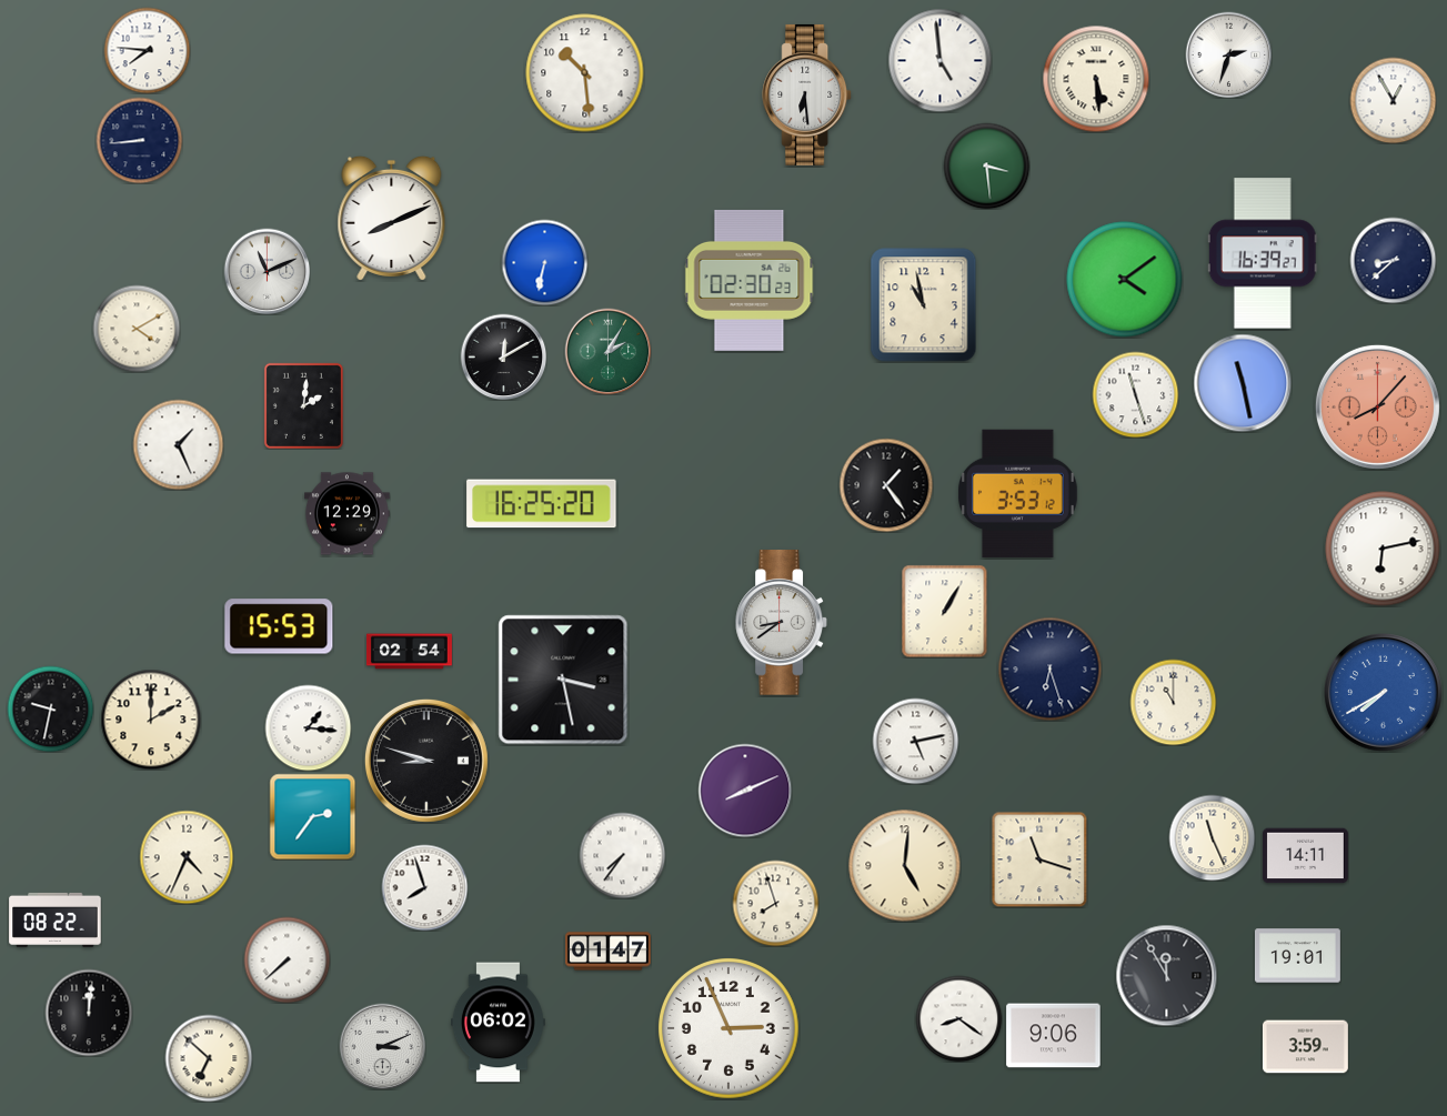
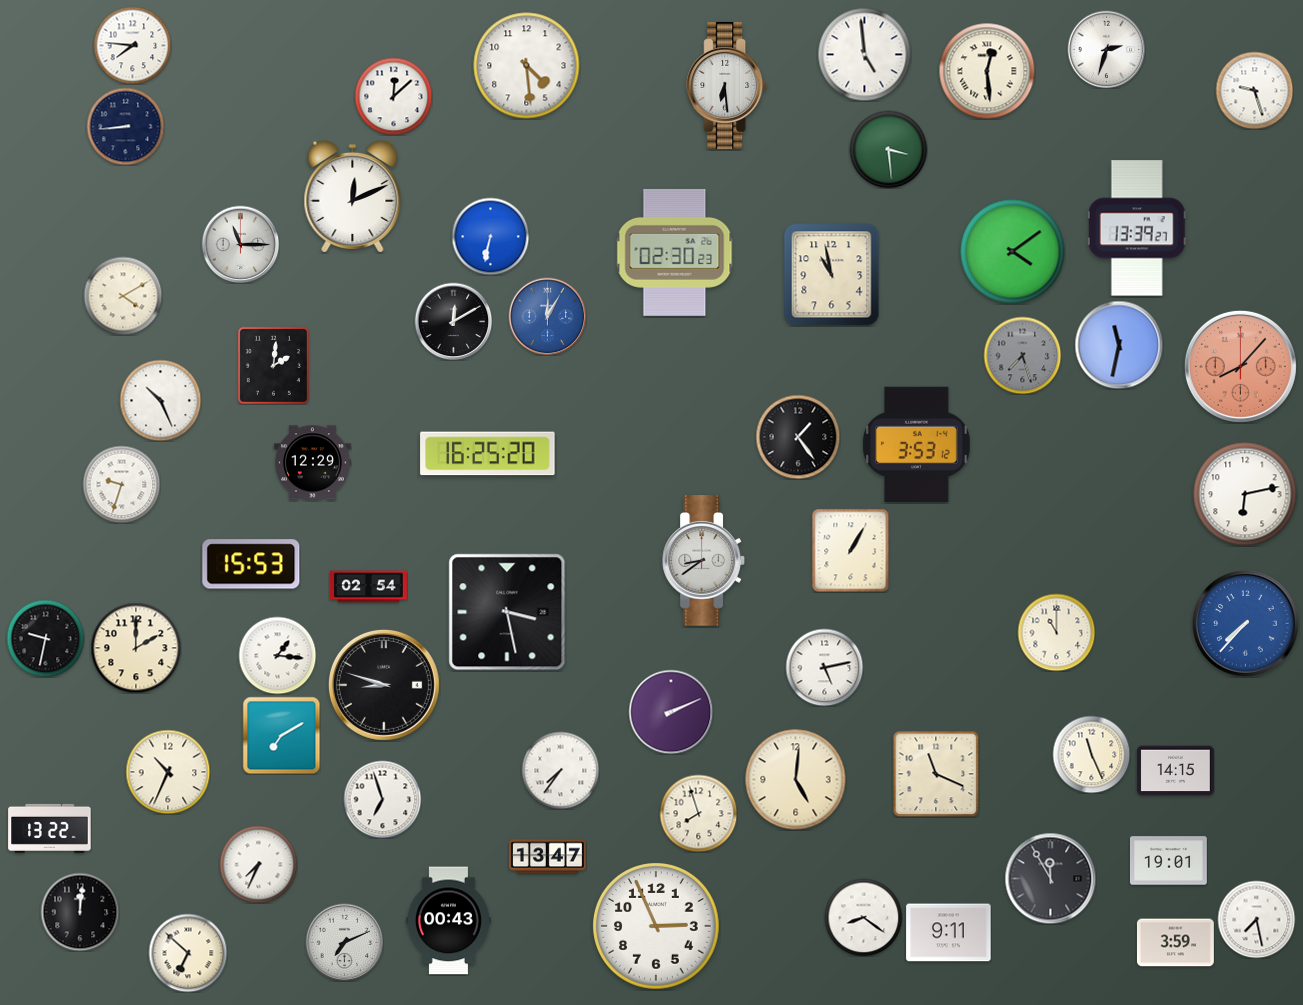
clock at (939, 60) position: (939, 60) -> (864, 54)
clock at (585, 73): 10:29 -> 4:29
clock at (1096, 79): 5:29 -> 12:29
clock at (1393, 100): 12:55 -> 9:27
clock at (393, 96): none -> 12:08
clock at (392, 218): 8:11 -> 12:11
clock at (1263, 253): 16:39 -> 13:39
clock at (1393, 260): 8:38 -> none
clock at (267, 271): 11:11 -> 11:15
clock at (607, 351): 2:05 -> 12:05
clock at (607, 351) dial: green -> blue
clock at (1243, 383): 11:28 -> 11:32
clock at (1135, 394): 11:27 -> 7:27
clock at (1135, 394) dial: white -> grey
clock at (178, 444): 1:26 -> 10:26
clock at (121, 484): none -> 9:33
clock at (1049, 668): 6:27 -> none
clock at (1384, 693): 7:40 -> 7:37
clock at (745, 791): 8:11 -> 2:11
clock at (312, 816): 2:36 -> 7:10
clock at (1305, 856): 14:11 -> 14:15
clock at (187, 857): 4:34 -> 10:34
clock at (1039, 859): 11:18 -> 11:19
clock at (905, 866) position: (905, 866) -> (796, 780)
clock at (424, 887): 7:57 -> 6:57
clock at (56, 919): 08:22 -> 13:22
clock at (607, 952): 01:47 -> 13:47
clock at (287, 959): 7:38 -> 7:34
clock at (1256, 919): none -> 7:28
clock at (498, 1023): 06:02 -> 00:43
clock at (1054, 1036): 9:06 -> 9:11
clock at (382, 1046): 3:11 -> 7:11
